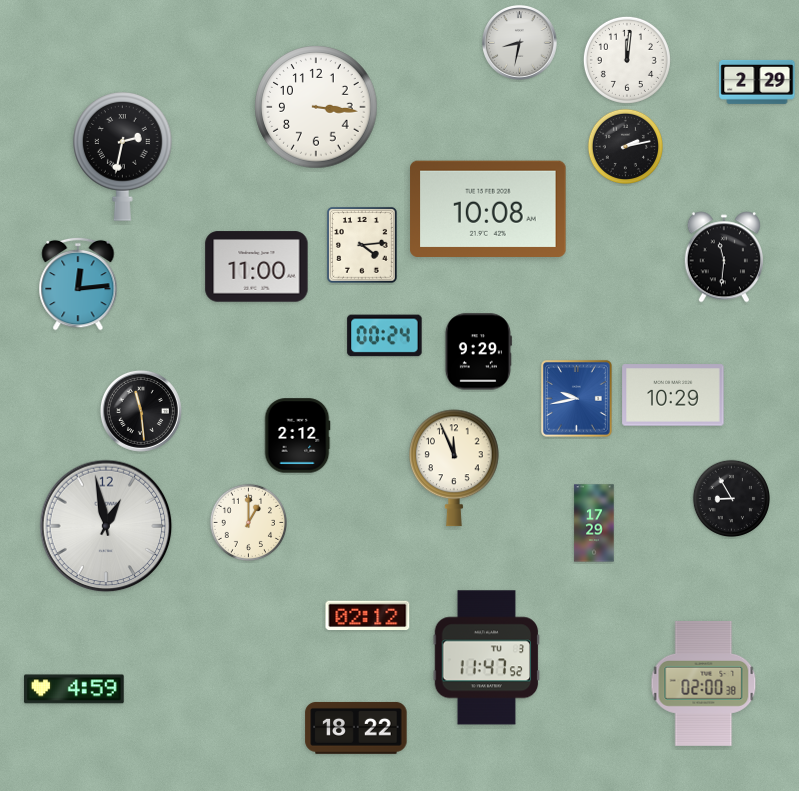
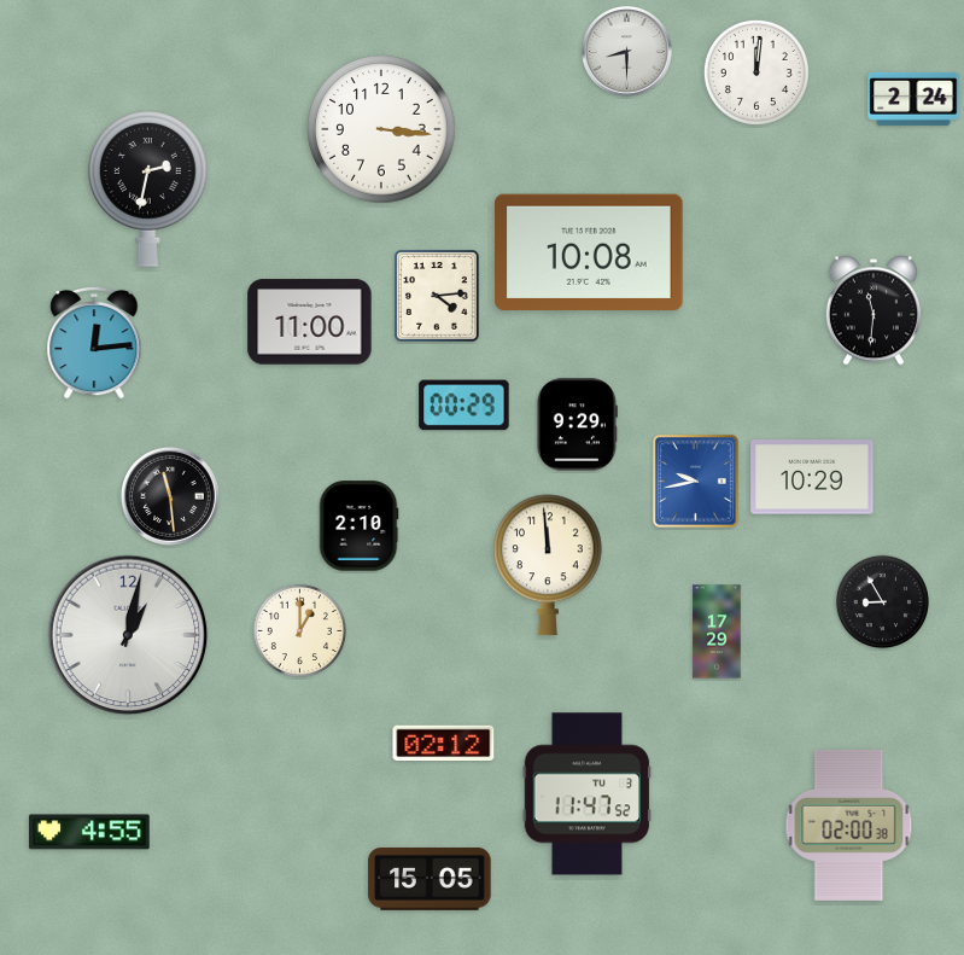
clock at (520, 43): 8:32 -> 8:30
clock at (757, 82): 2:29 -> 2:24
clock at (625, 146): 2:13 -> none
clock at (385, 336): 00:24 -> 00:29
clock at (297, 436): 2:12 -> 2:10
clock at (455, 468): 11:56 -> 11:59
clock at (106, 526): 12:58 -> 1:02
clock at (74, 689): 4:59 -> 4:55
clock at (356, 728): 18:22 -> 15:05
